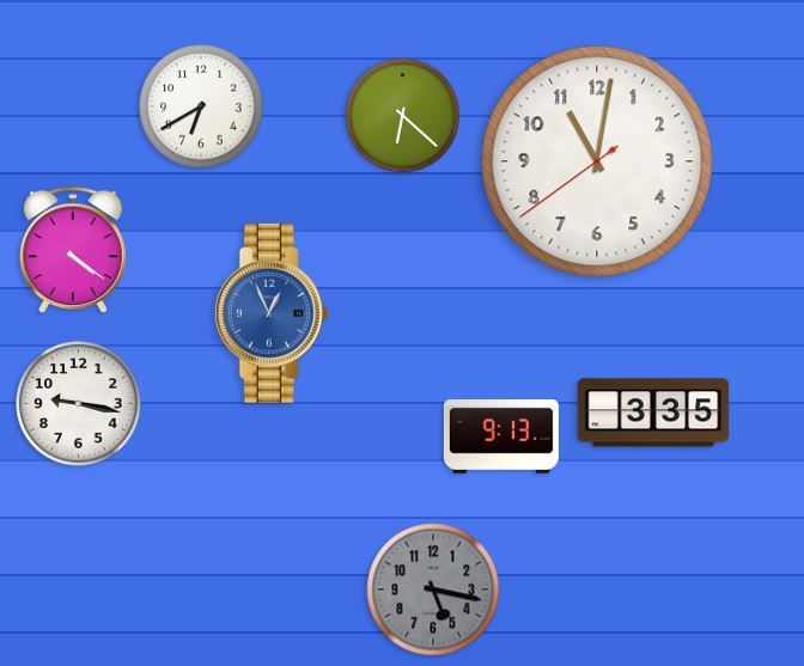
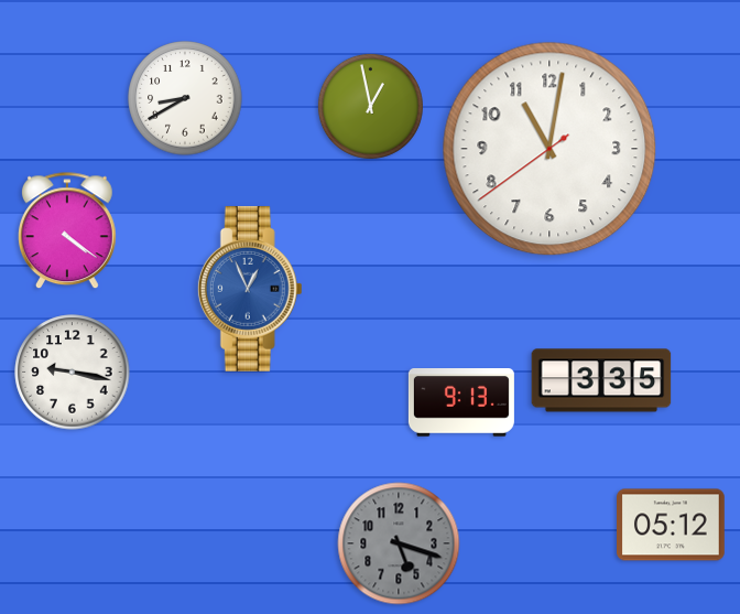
clock at (201, 106): 6:40 -> 8:40
clock at (402, 115): 6:22 -> 12:58
clock at (672, 525): none -> 05:12
clock at (433, 589): 5:17 -> 5:18
